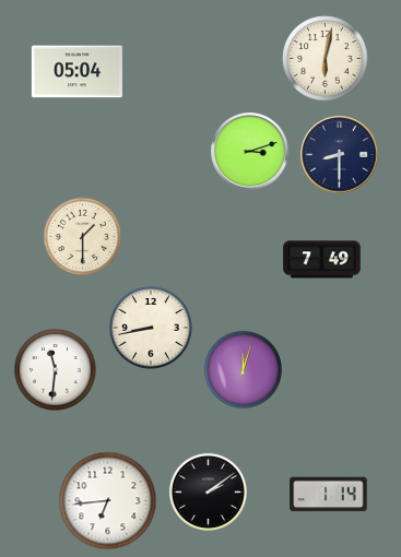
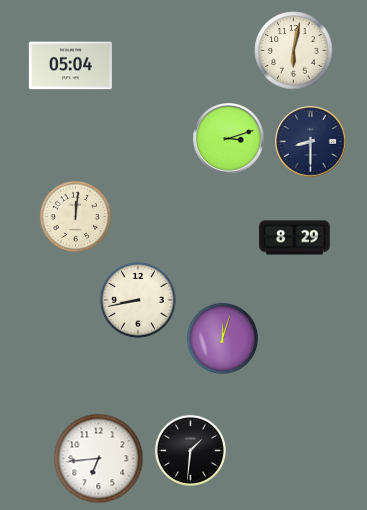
clock at (326, 59) position: (326, 59) -> (294, 51)
clock at (82, 236): 1:30 -> 12:01
clock at (322, 260): 7:49 -> 8:29
clock at (56, 370): 11:31 -> none
clock at (208, 491): 2:09 -> 1:31
clock at (329, 495): 1:14 -> none
